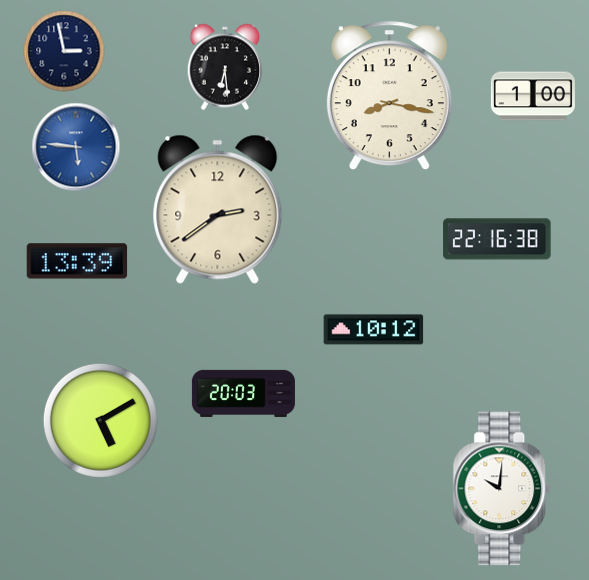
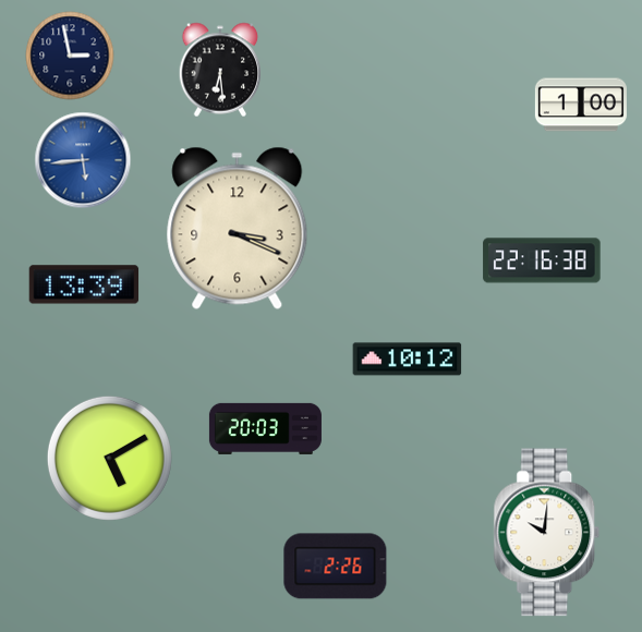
clock at (225, 67) position: (225, 67) -> (220, 70)
clock at (389, 96): 8:17 -> none
clock at (76, 147): 5:46 -> 5:44
clock at (218, 209): 2:39 -> 3:19
clock at (336, 567): none -> 2:26
